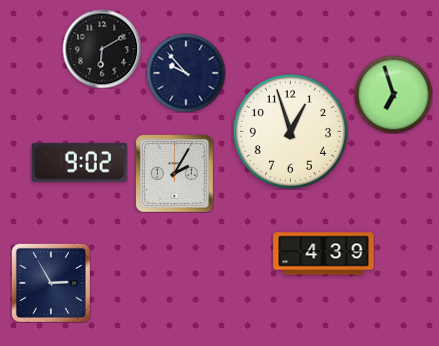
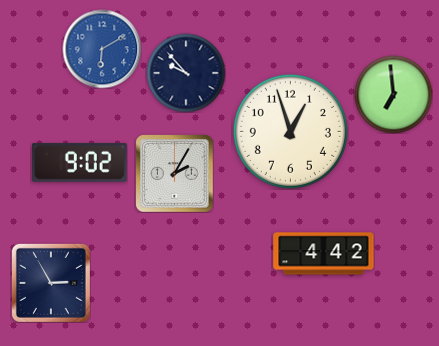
clock at (102, 49) dial: black -> blue
clock at (393, 94): 6:57 -> 6:59
clock at (324, 254): 4:39 -> 4:42
